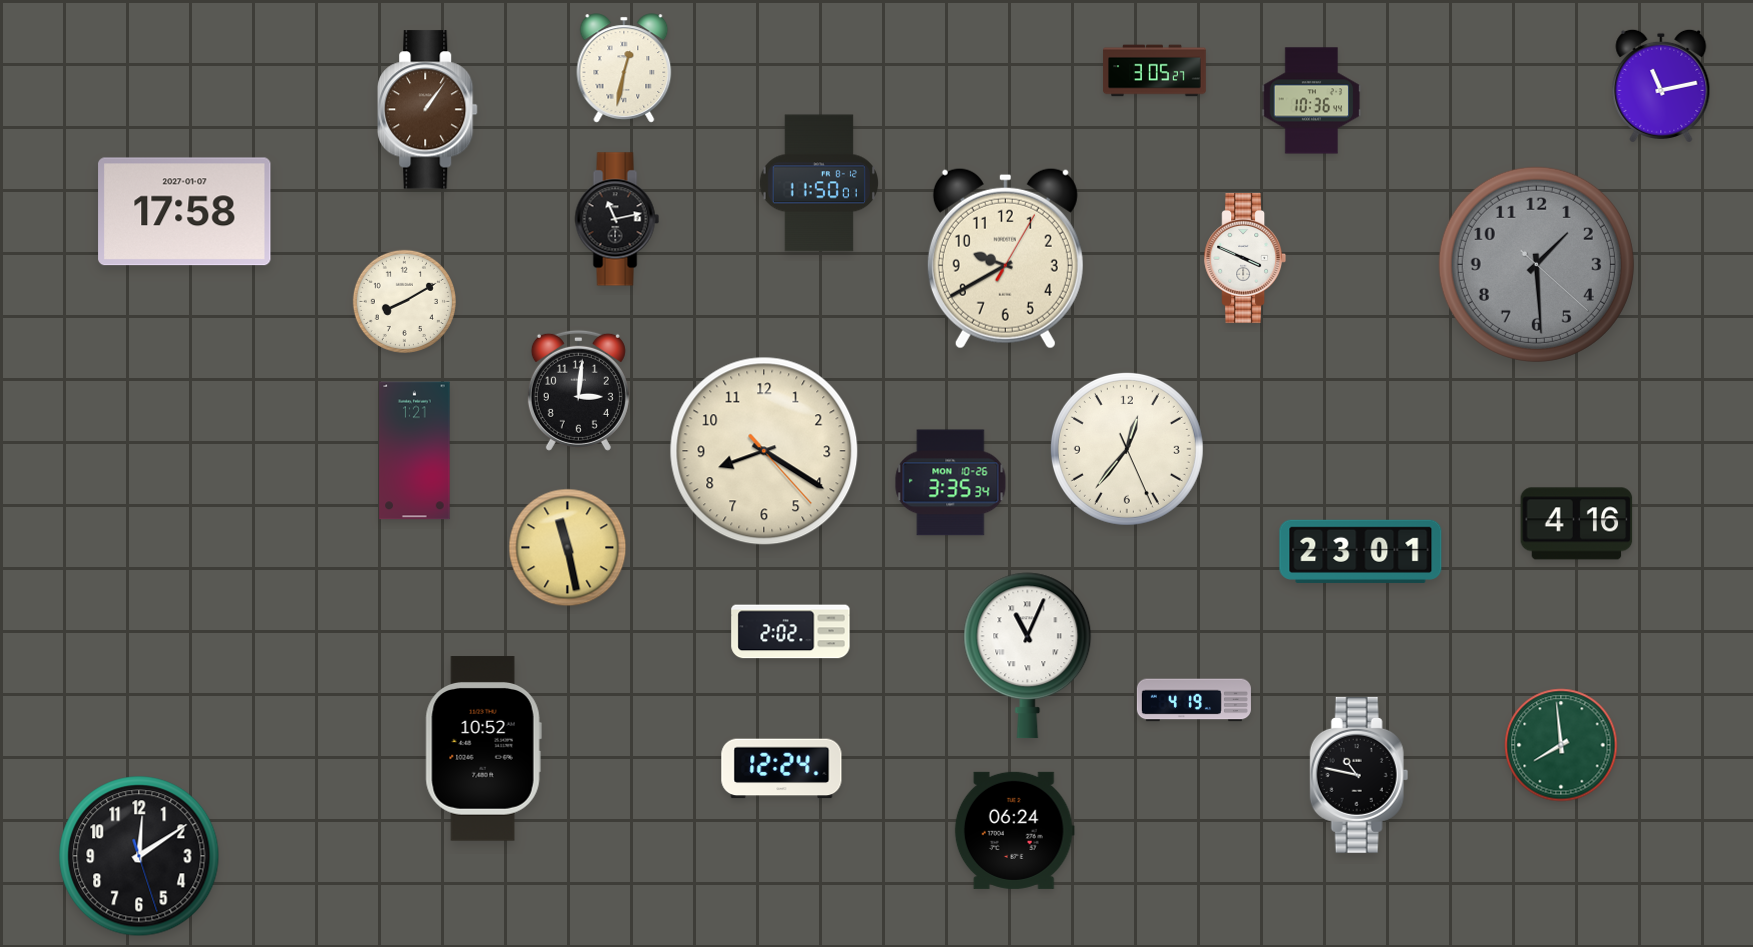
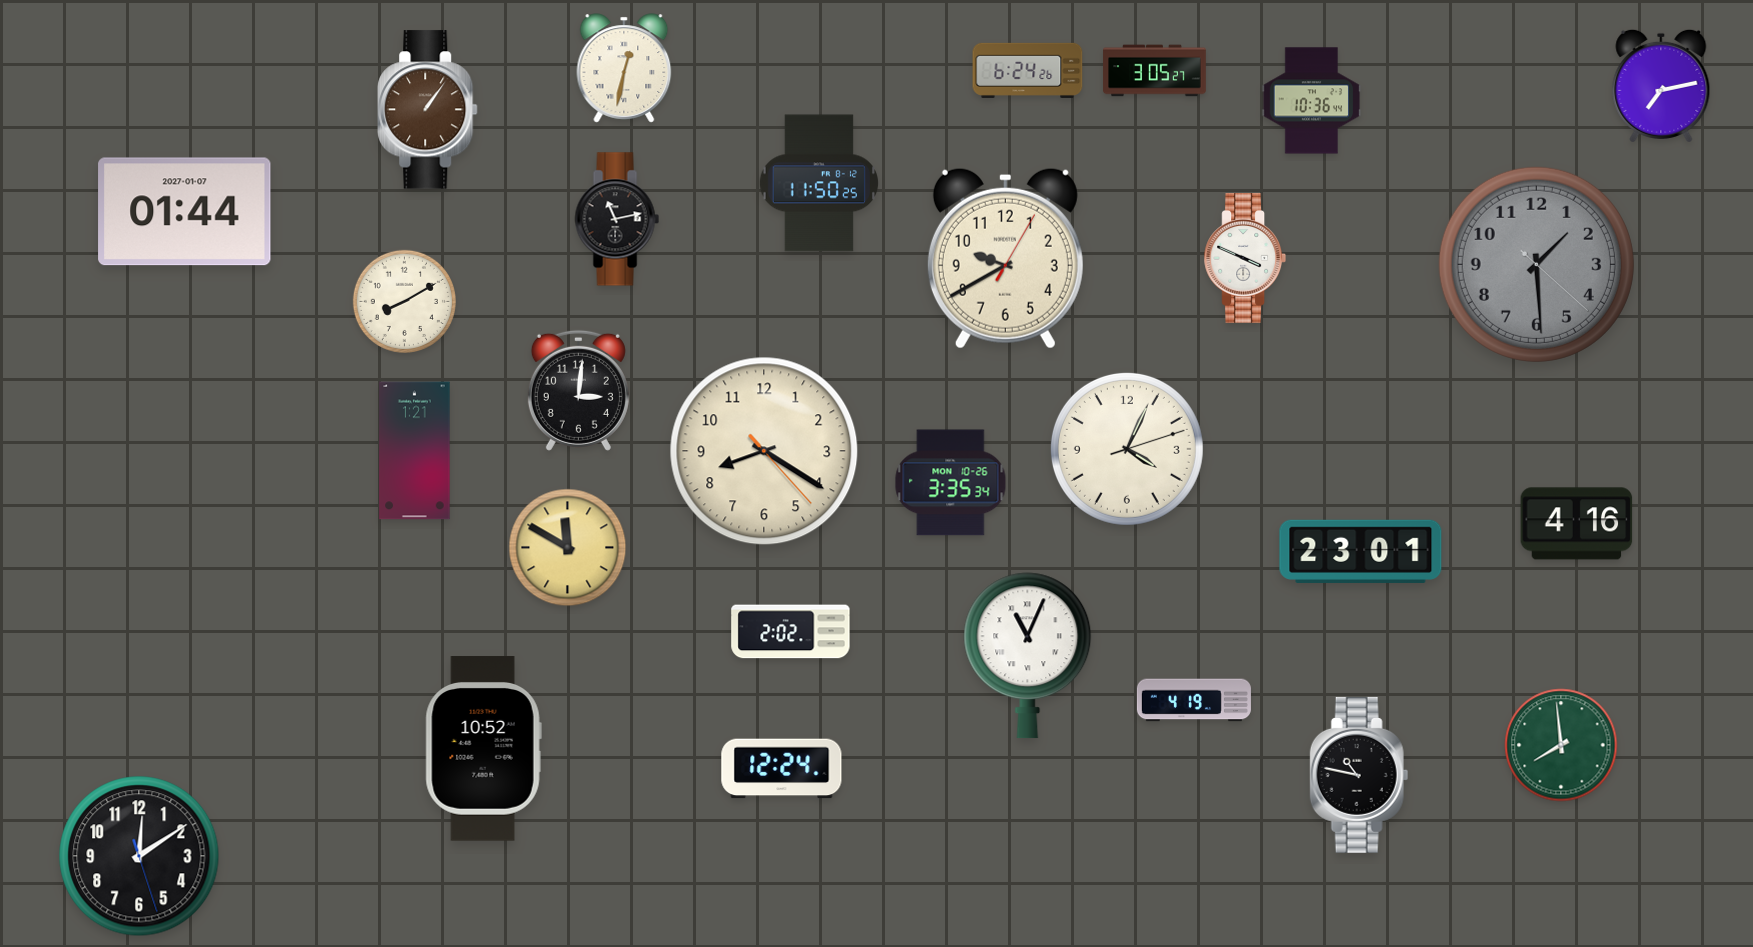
clock at (1028, 70): none -> 6:24
clock at (1661, 86): 11:13 -> 7:13
clock at (818, 183): 11:50:01 -> 11:50:25
clock at (185, 212): 17:58 -> 01:44
clock at (1127, 449): 12:36 -> 4:04
clock at (568, 548): 11:28 -> 11:50
clock at (1014, 830): 06:24 -> none
